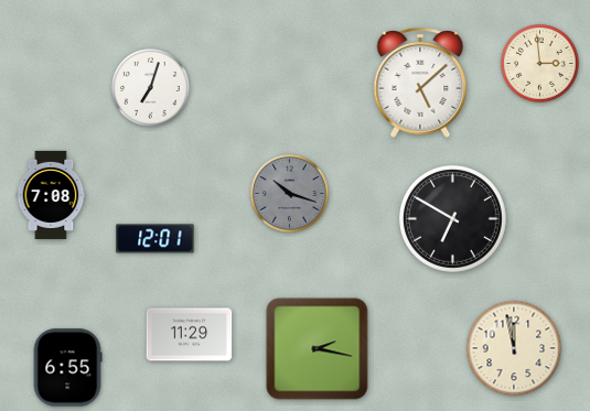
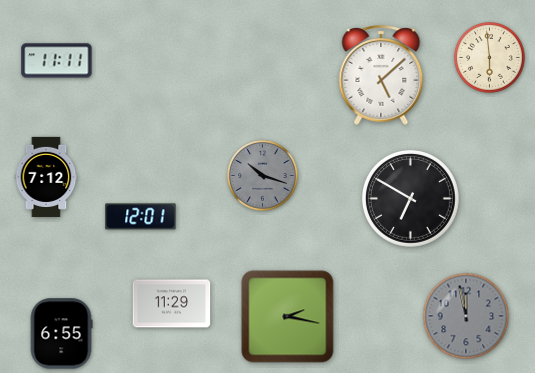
clock at (540, 64): 2:59 -> 5:59
clock at (57, 61): none -> 11:11
clock at (151, 88): 7:03 -> none
clock at (51, 195): 7:08 -> 7:12
clock at (514, 348) dial: cream -> grey
